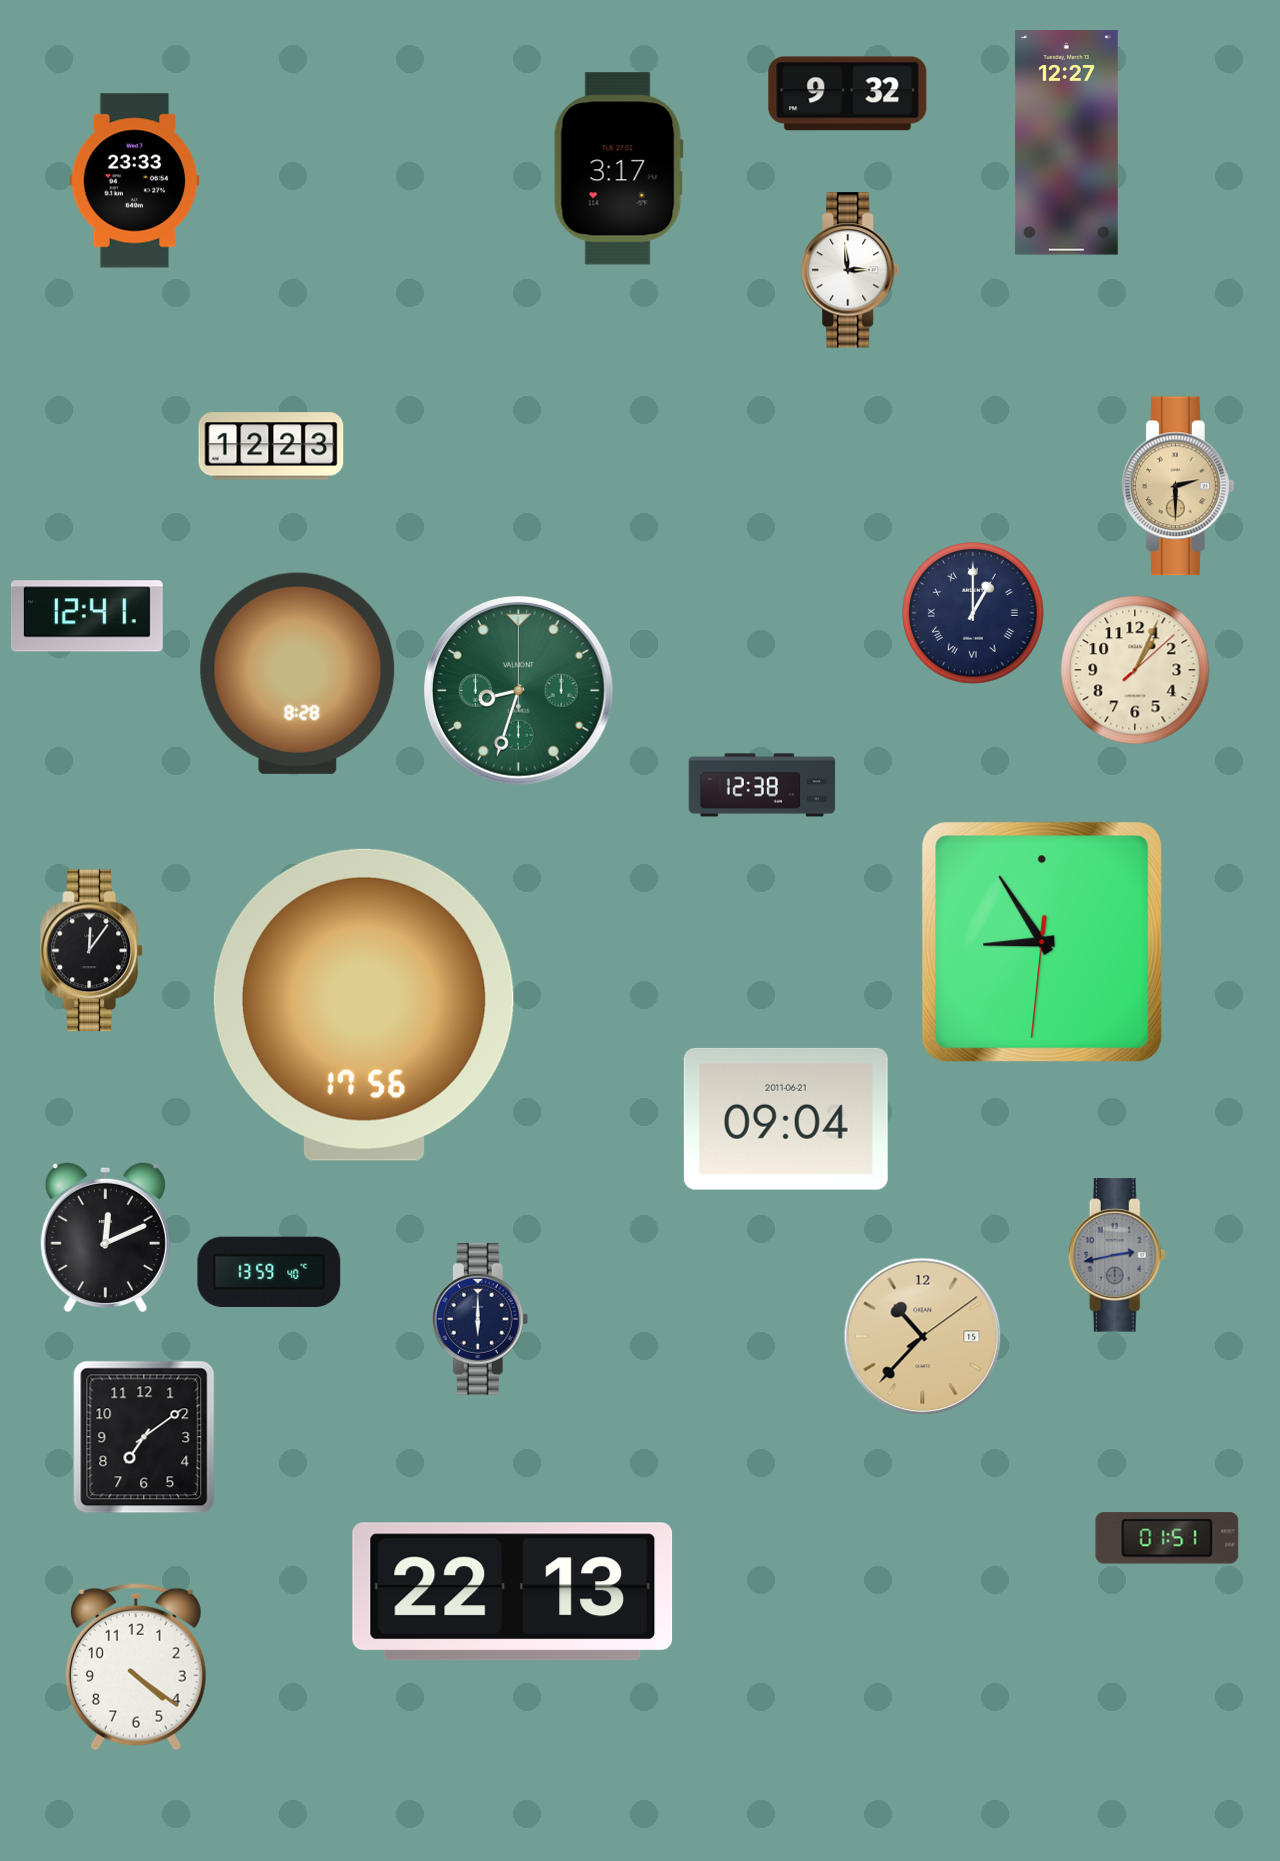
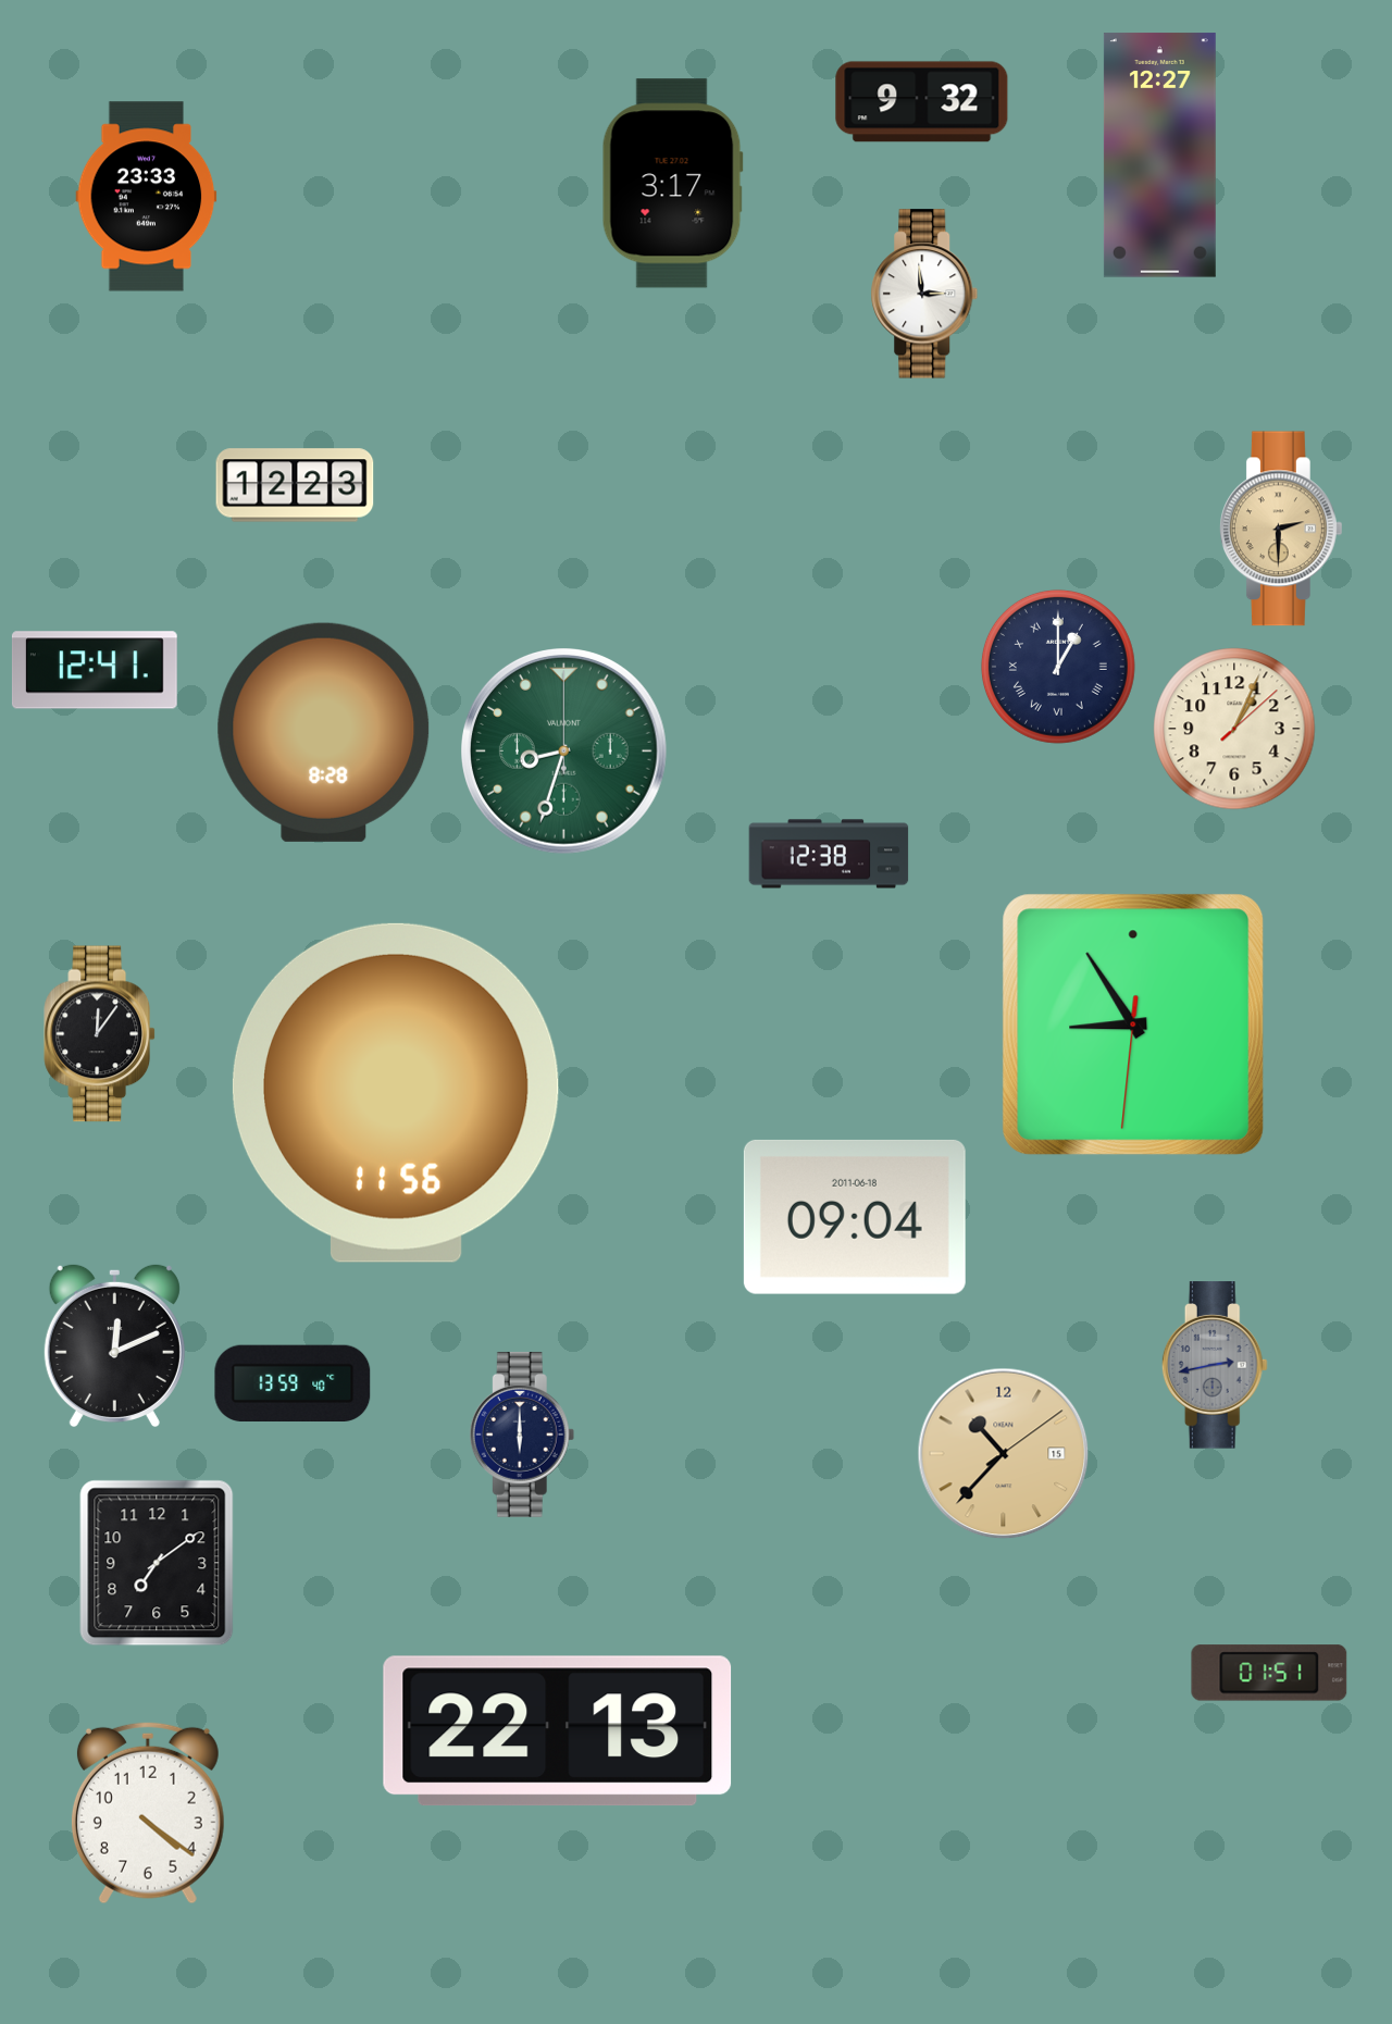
clock at (364, 1005): 17:56 -> 11:56
clock at (786, 1119) date: 2011-06-21 -> 2011-06-18
